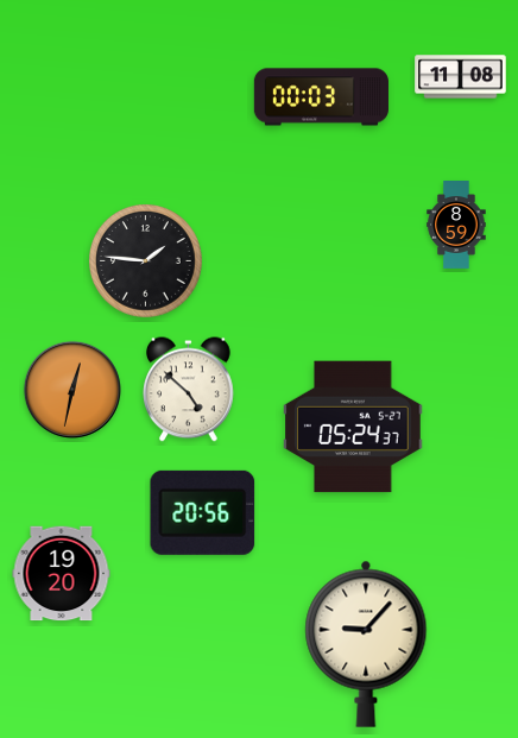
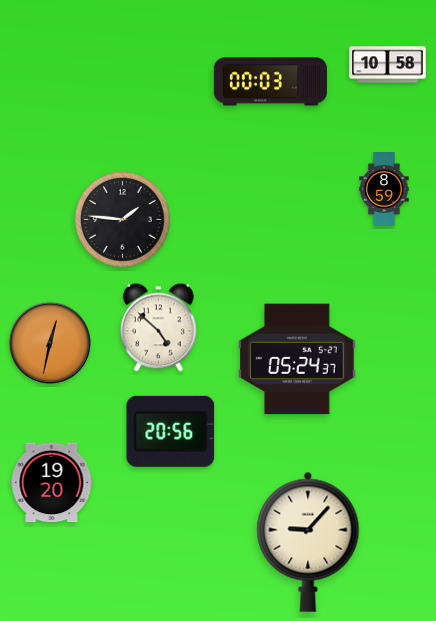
clock at (461, 77): 11:08 -> 10:58
clock at (72, 390) position: (72, 390) -> (50, 343)
